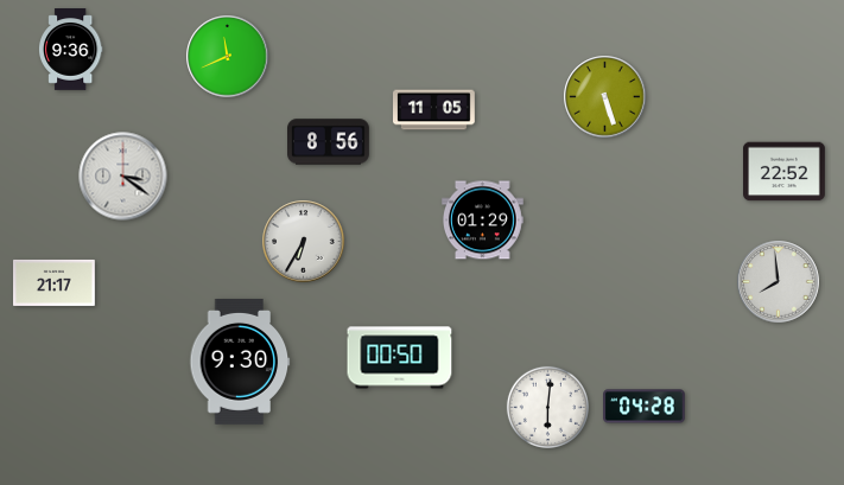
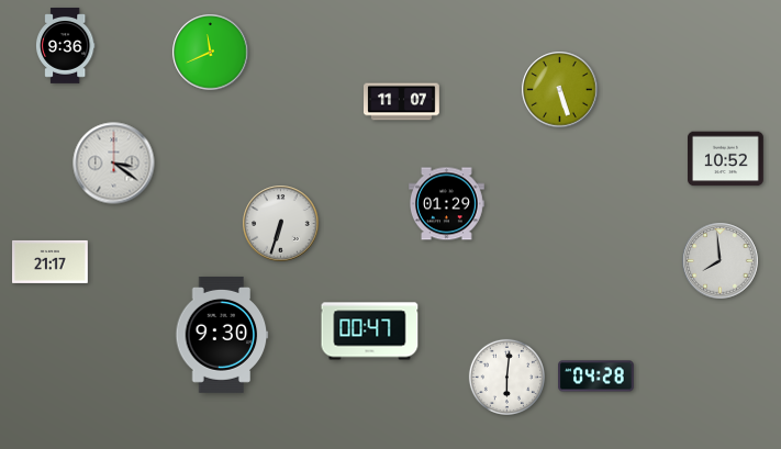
clock at (434, 110): 11:05 -> 11:07
clock at (329, 142): 8:56 -> none
clock at (785, 172): 22:52 -> 10:52
clock at (304, 242): 6:35 -> 6:33
clock at (400, 358): 00:50 -> 00:47
